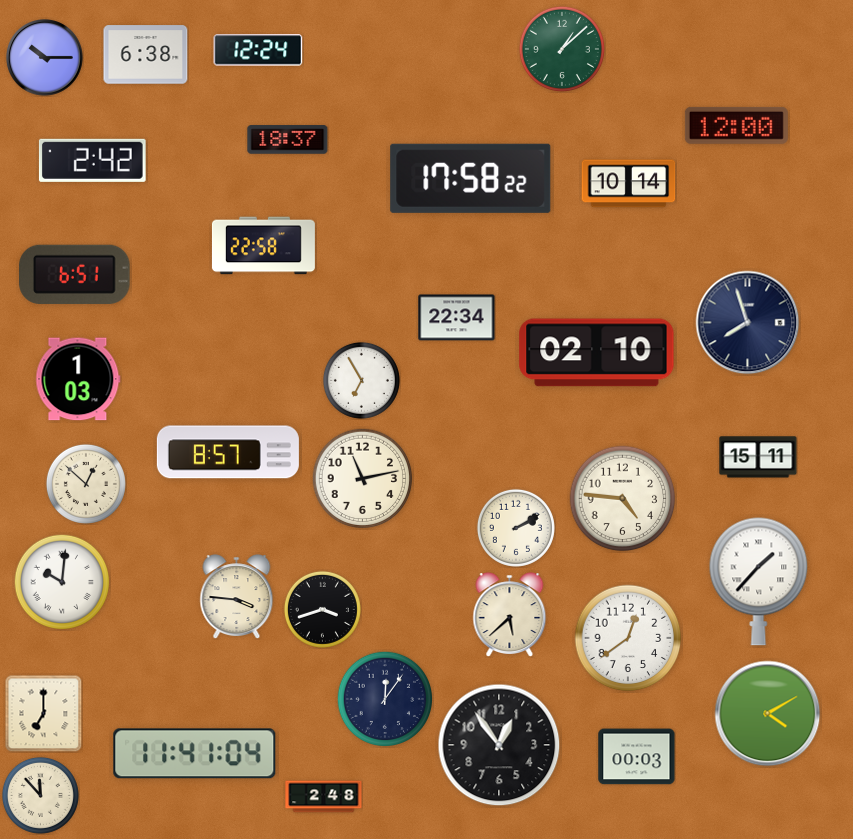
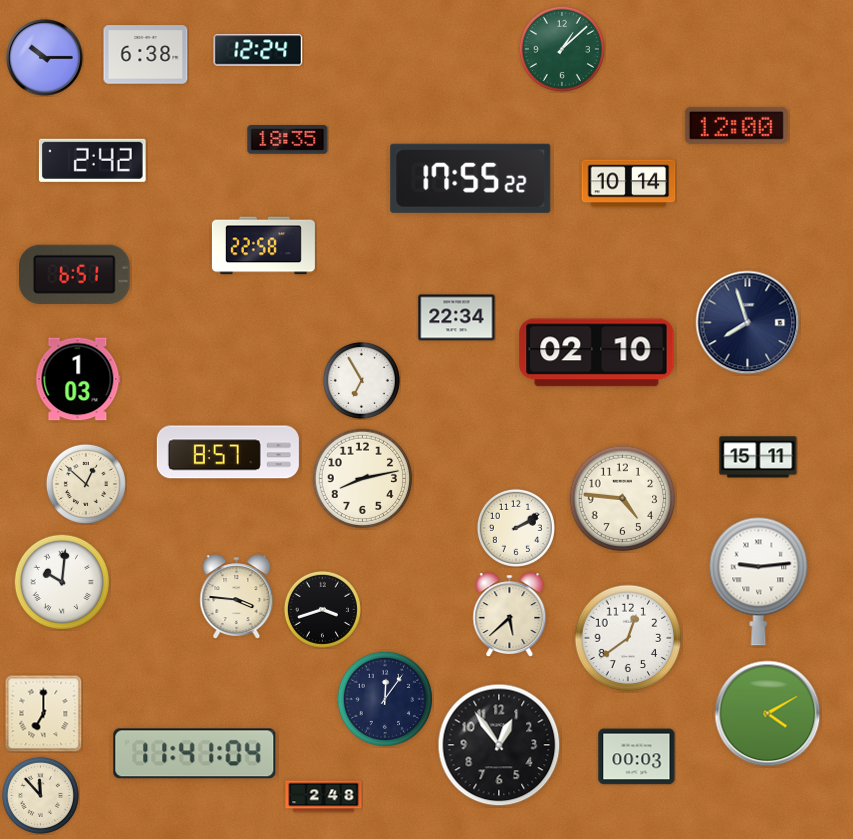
clock at (288, 140): 18:37 -> 18:35
clock at (471, 178): 17:58 -> 17:55
clock at (363, 479): 11:13 -> 8:13
clock at (759, 581): 1:37 -> 9:14
